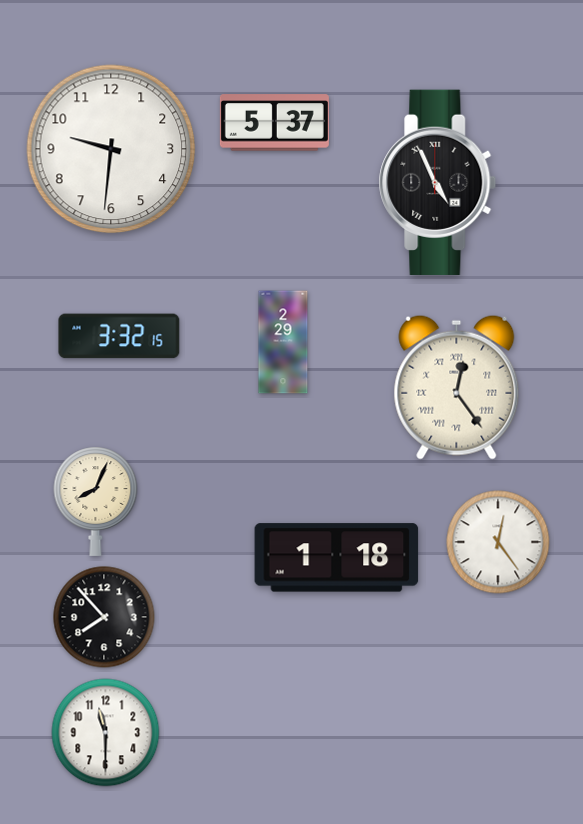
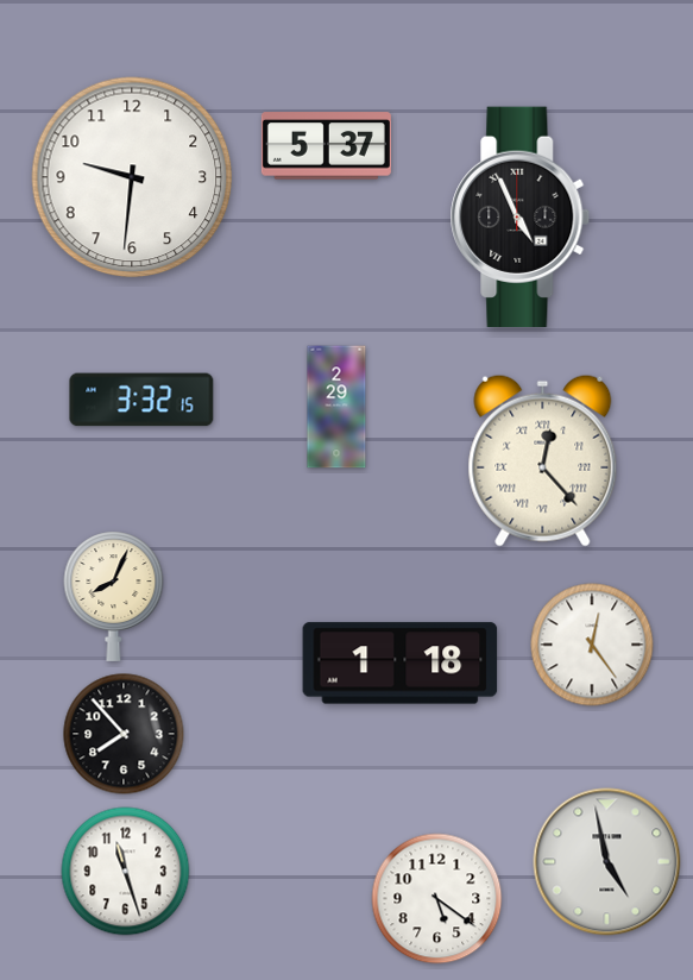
clock at (457, 387): 12:24 -> 12:23
clock at (607, 862): none -> 4:58
clock at (106, 733): 11:30 -> 11:27
clock at (437, 899): none -> 5:21
